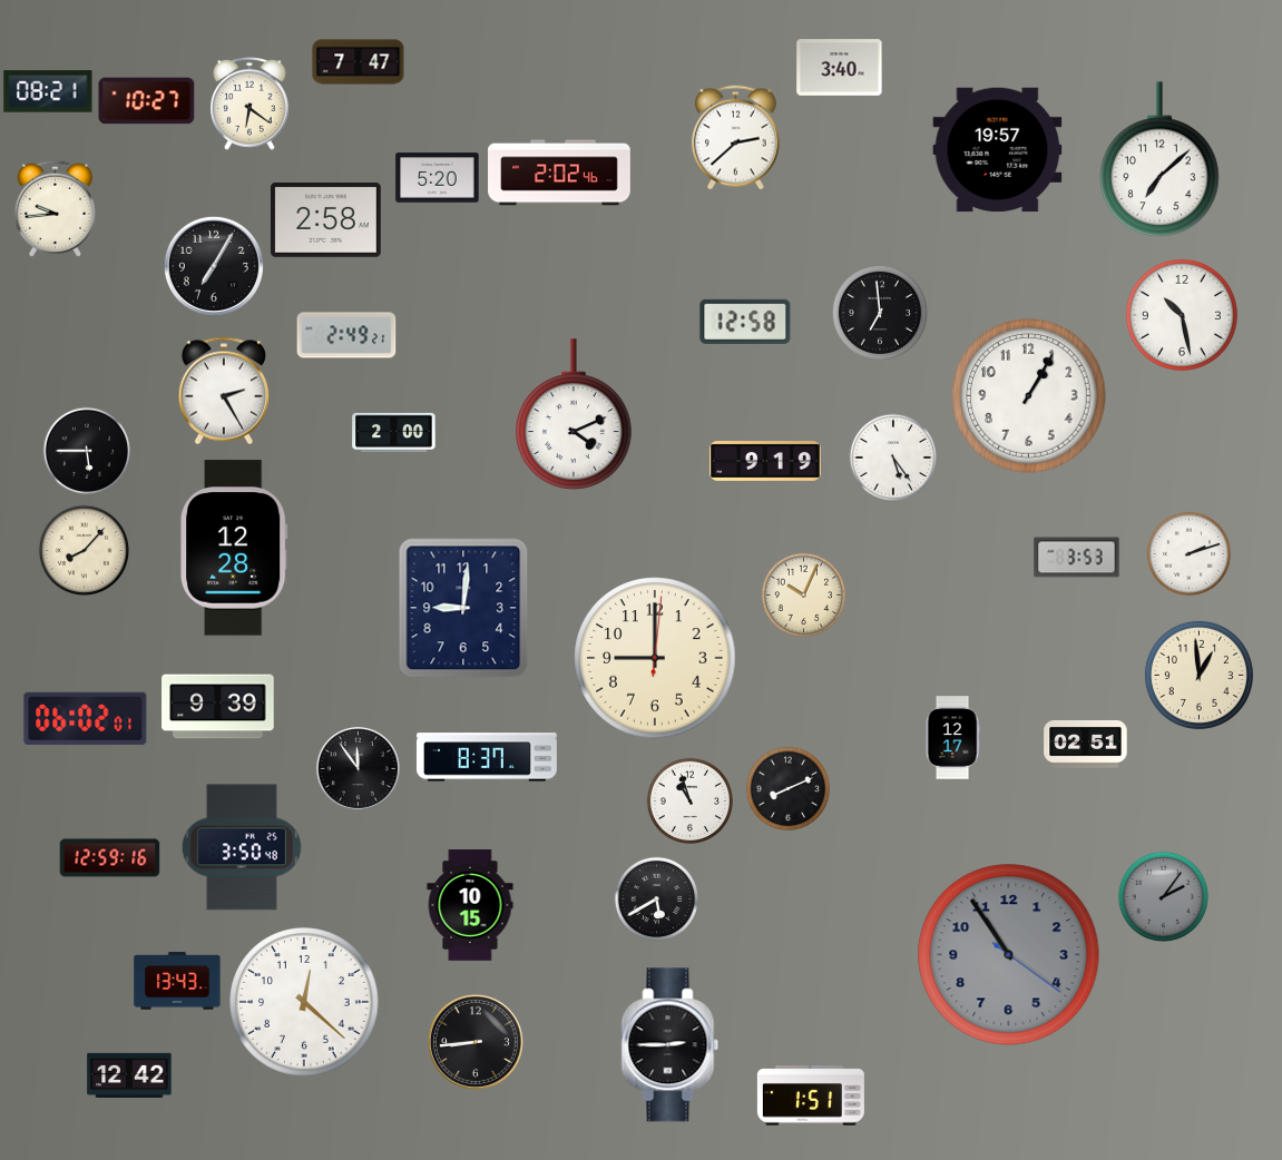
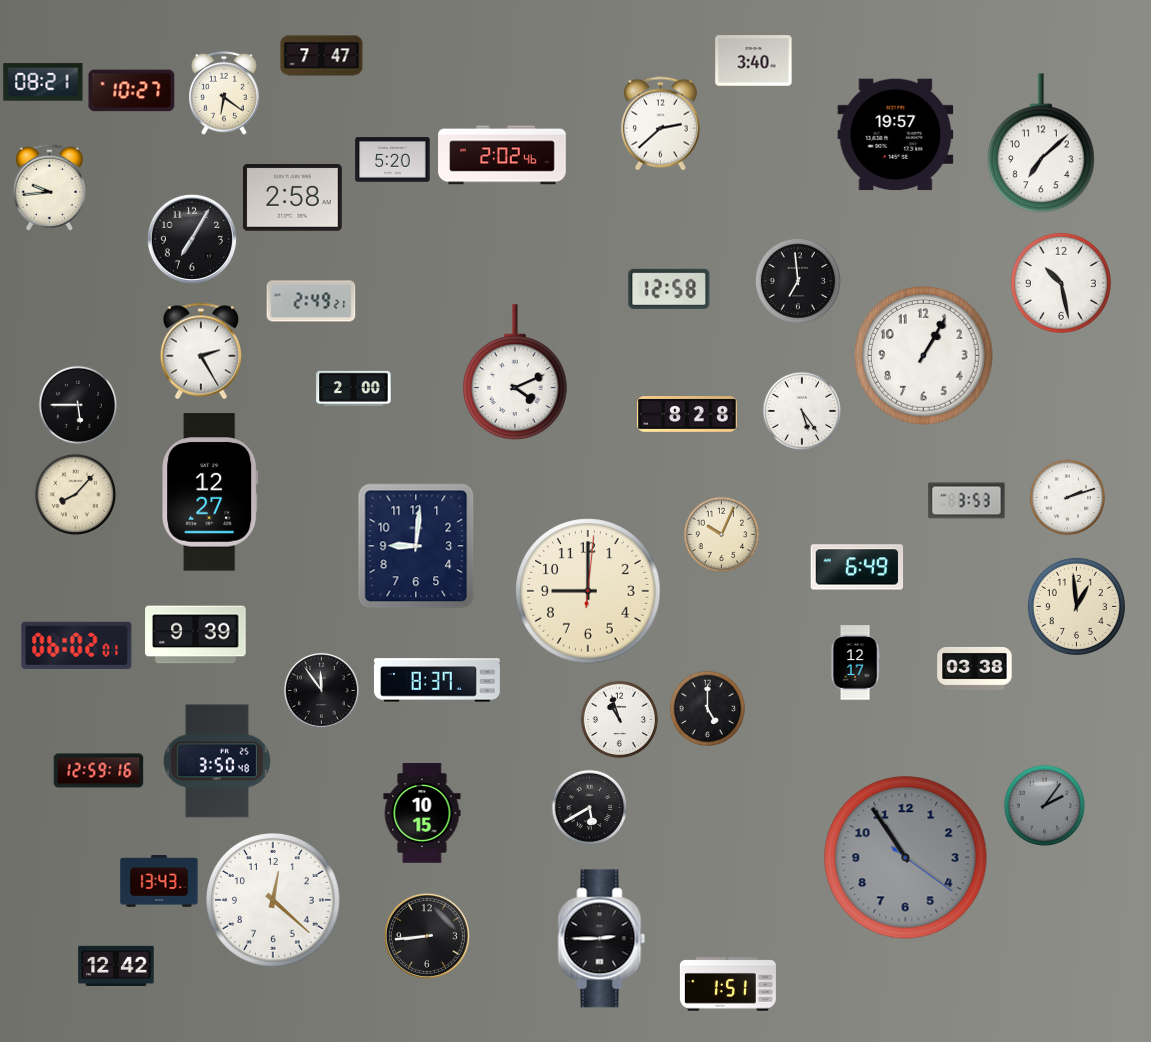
clock at (880, 313) position: (880, 313) -> (798, 281)
clock at (765, 462): 9:19 -> 8:28
clock at (234, 548): 12:28 -> 12:27
clock at (857, 567): none -> 6:49
clock at (1086, 744): 02:51 -> 03:38
clock at (789, 789): 8:11 -> 5:00
